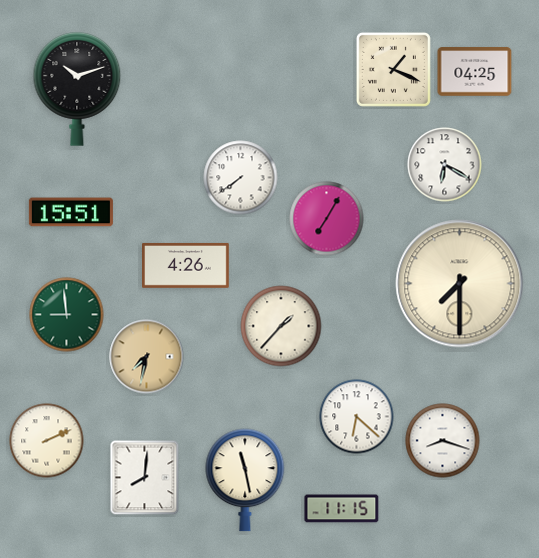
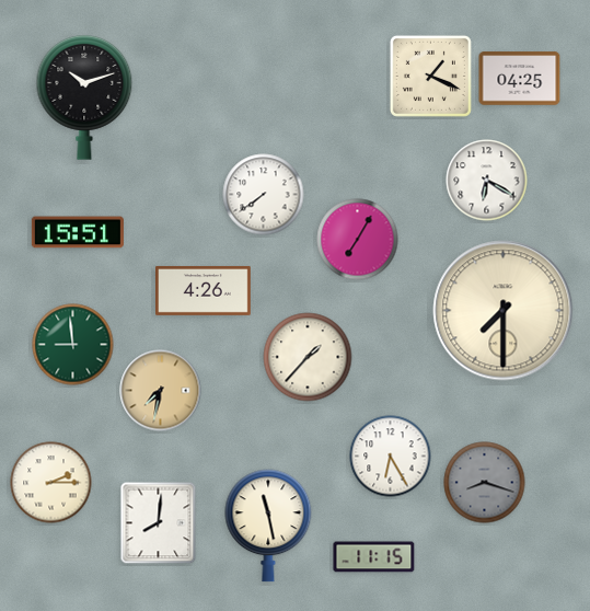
clock at (357, 417): 6:22 -> 6:25
clock at (47, 441): 2:11 -> 2:15
clock at (443, 441) dial: white -> grey
